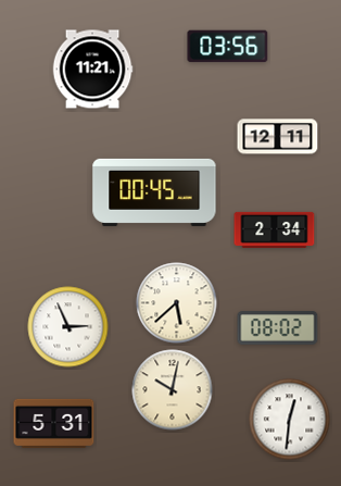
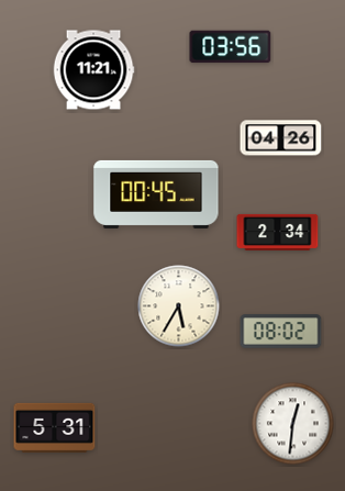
clock at (278, 137): 12:11 -> 04:26
clock at (177, 303): 5:38 -> 5:35
clock at (68, 327): 2:56 -> none
clock at (173, 390): 10:02 -> none
